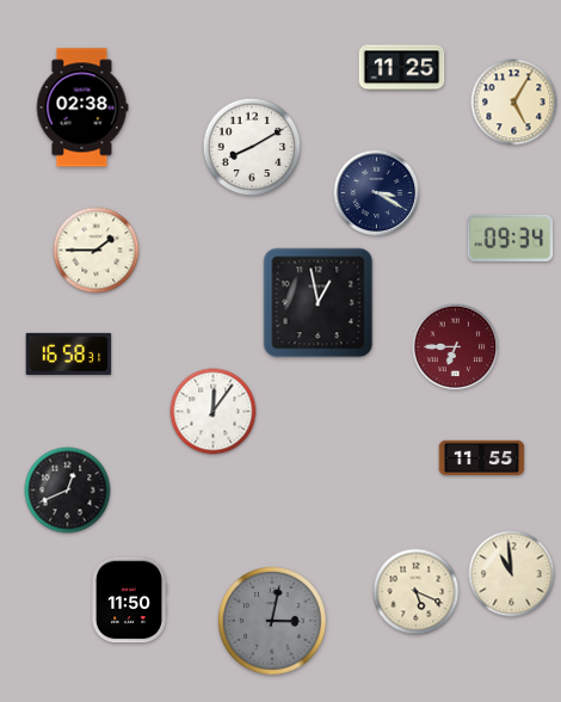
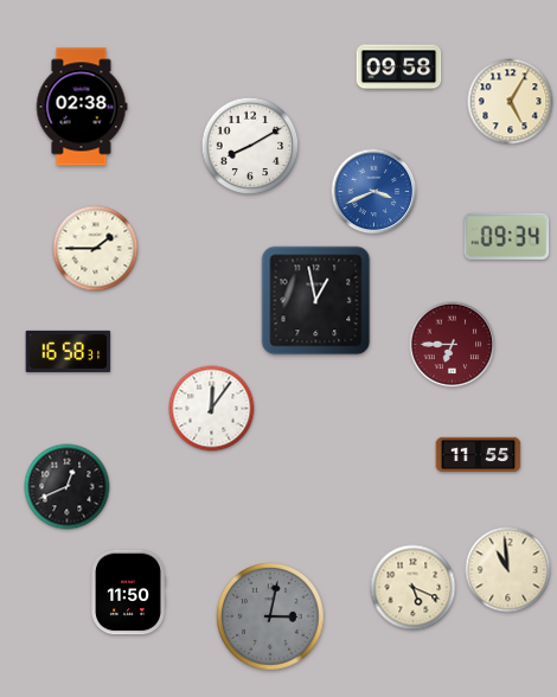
clock at (402, 68): 11:25 -> 09:58
clock at (377, 193): 3:20 -> 3:41
clock at (377, 193) dial: navy -> blue
clock at (129, 601) position: (129, 601) -> (128, 593)
